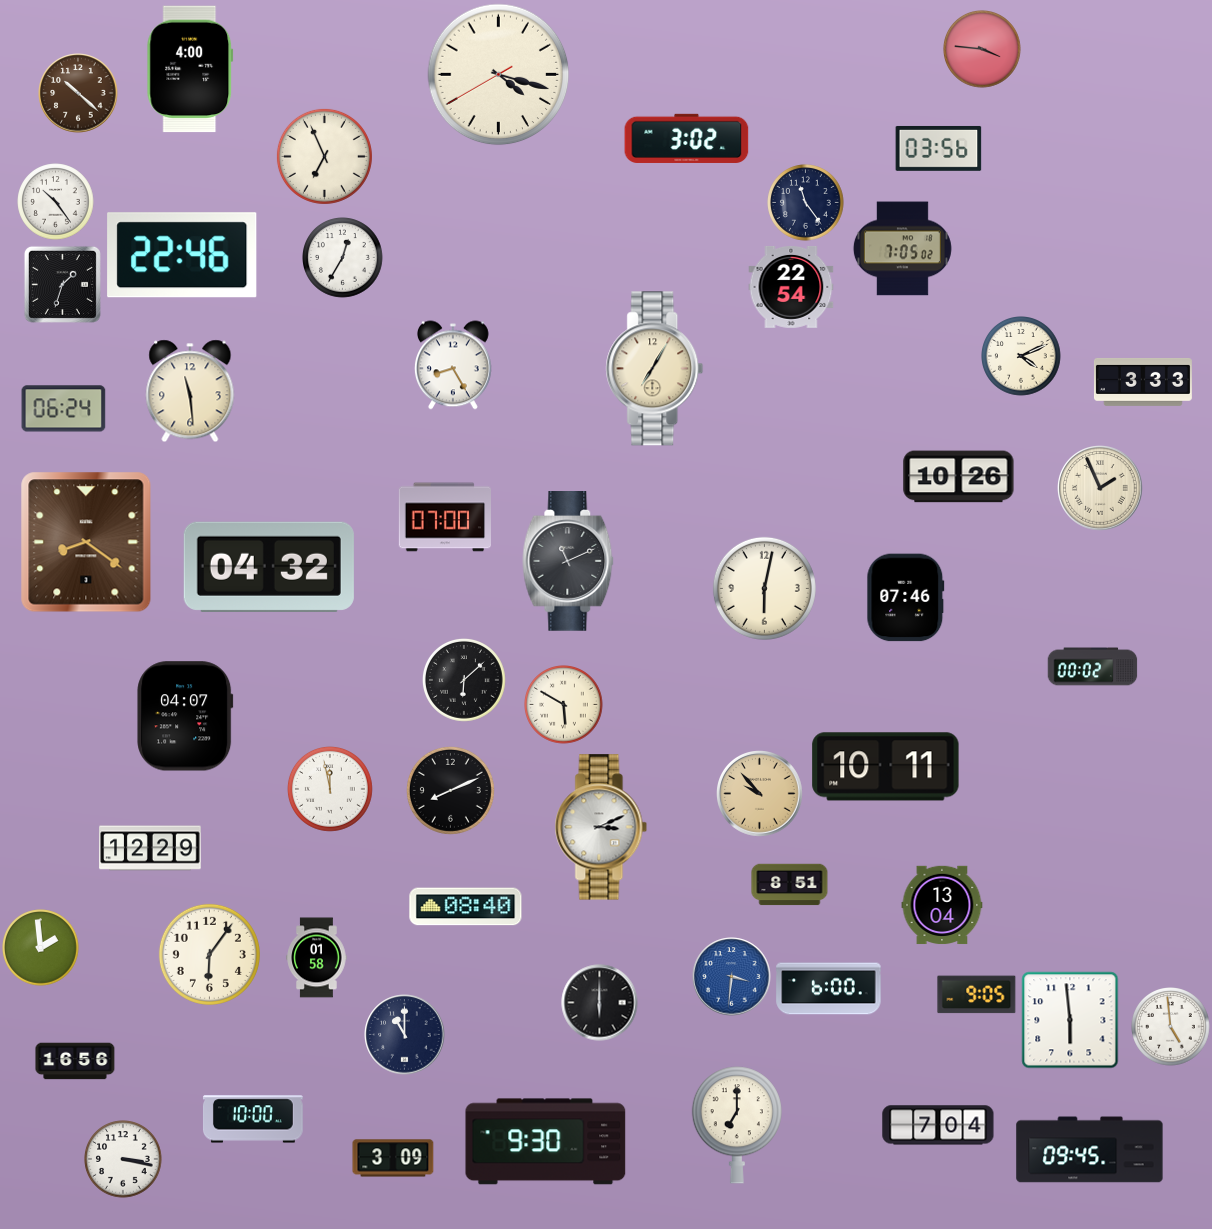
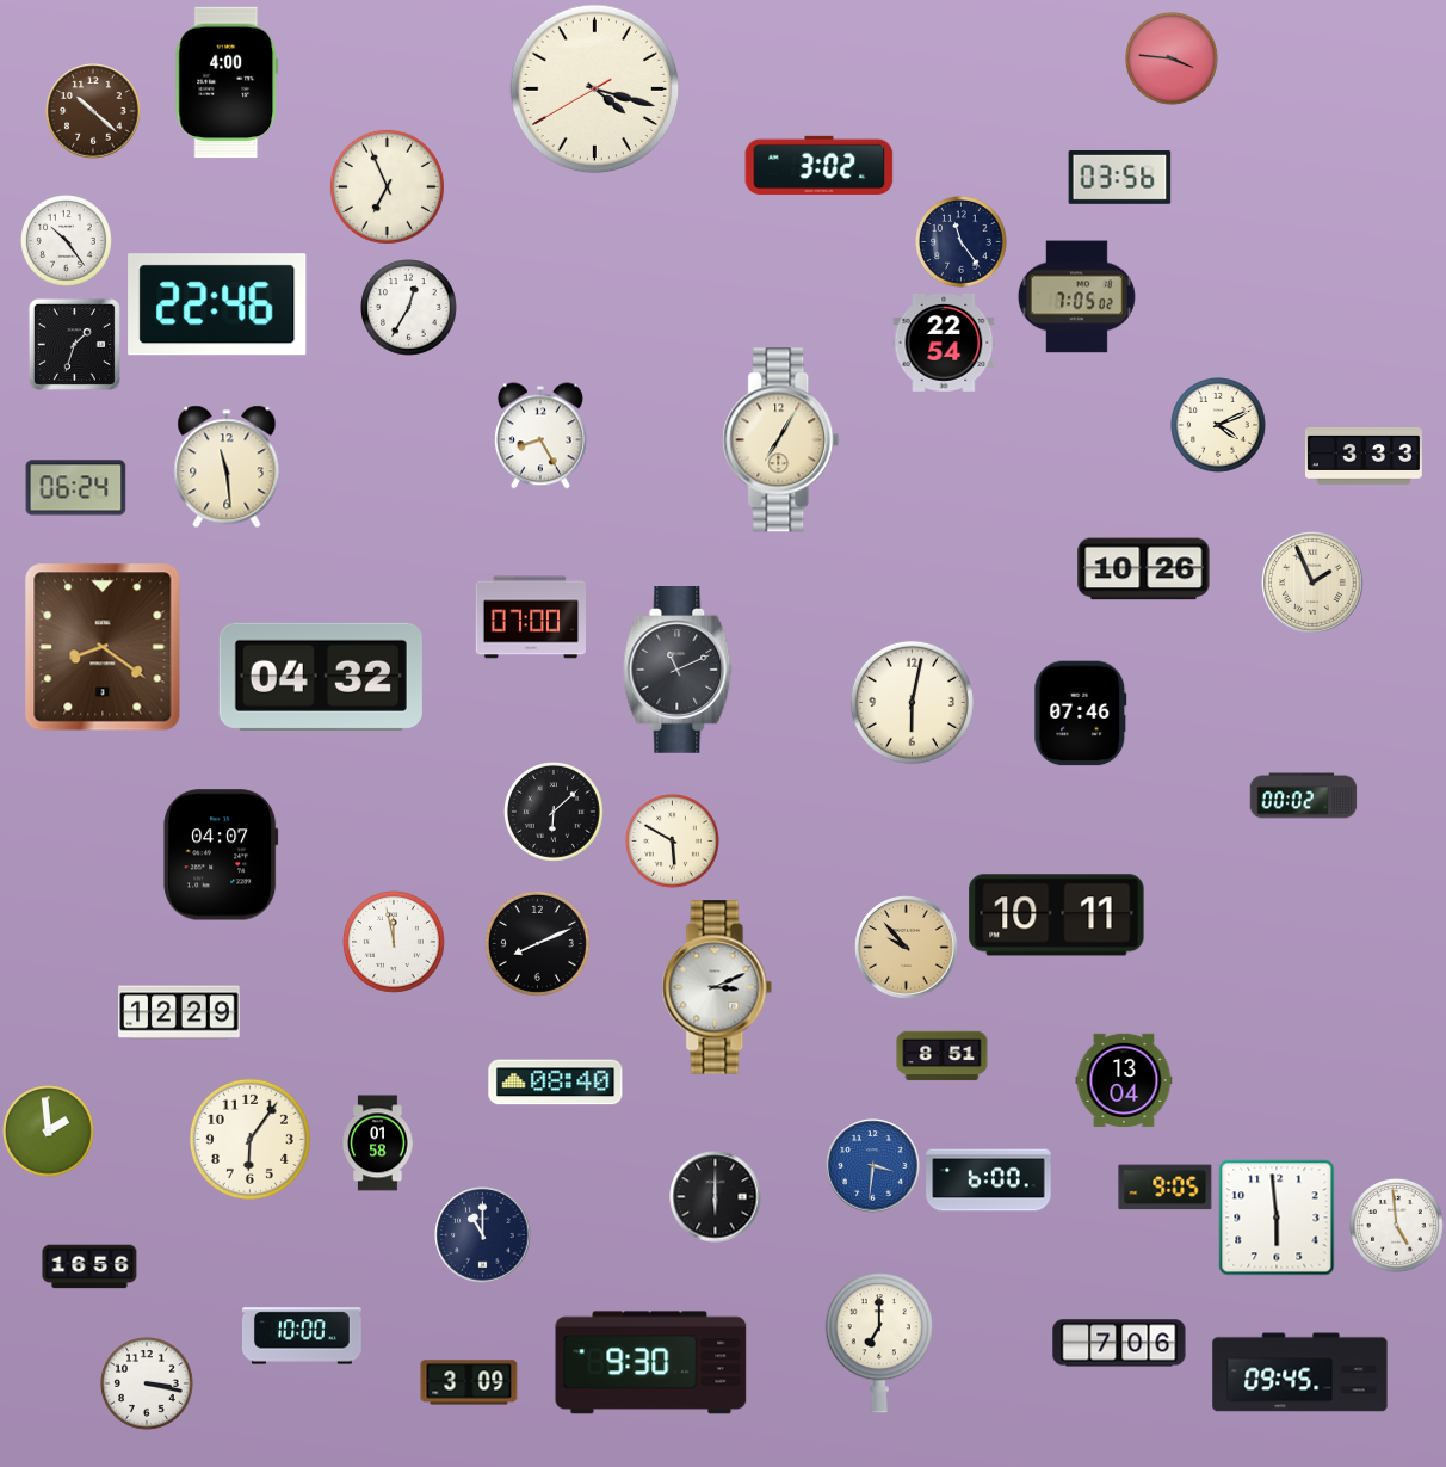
clock at (62, 284) position: (62, 284) -> (74, 344)
clock at (938, 1125): 7:04 -> 7:06
